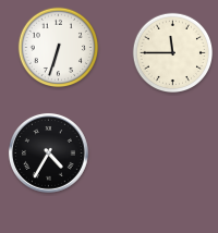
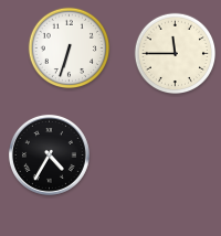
clock at (59, 48) position: (59, 48) -> (70, 49)
